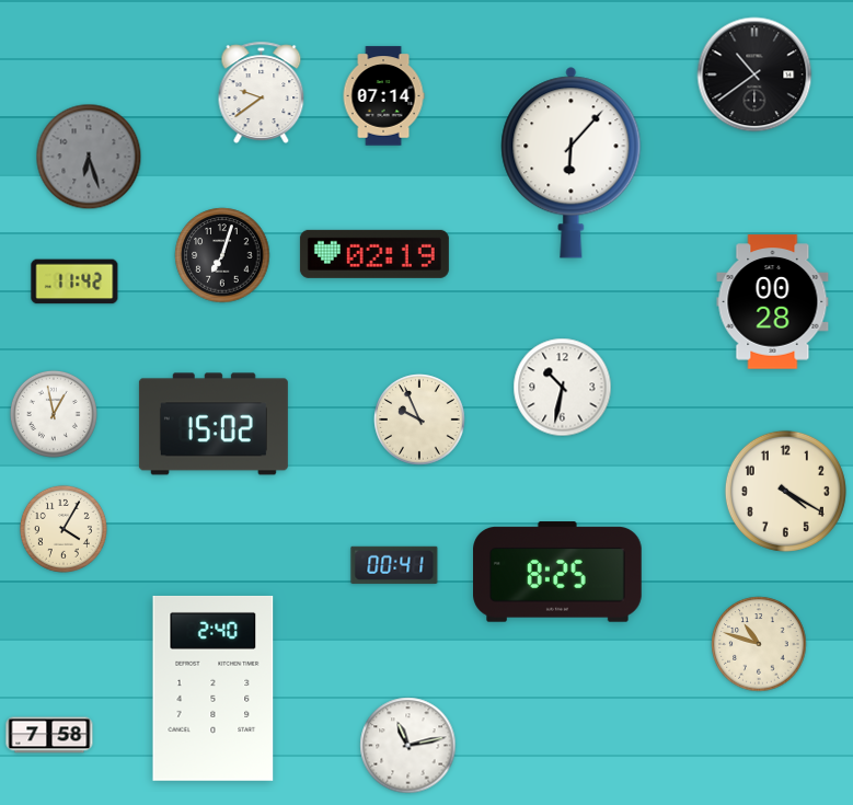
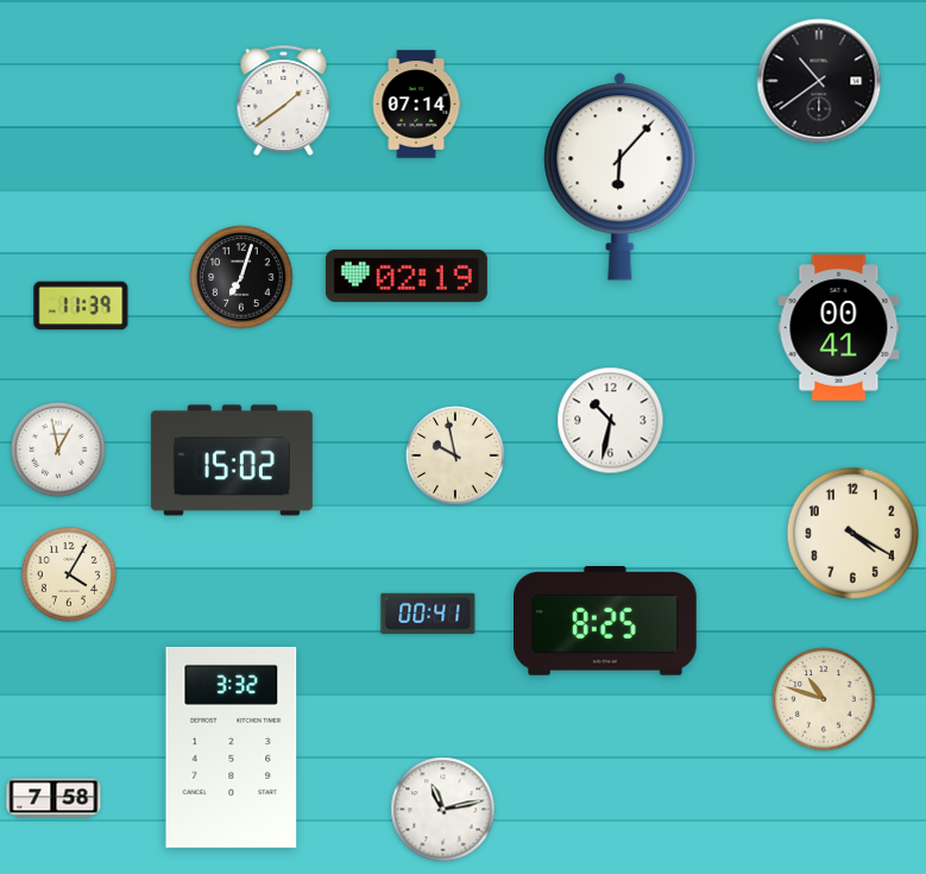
clock at (262, 92): 9:39 -> 1:39
clock at (89, 157): 6:27 -> none
clock at (74, 281): 11:42 -> 11:39
clock at (773, 302): 00:28 -> 00:41
clock at (419, 419): 9:56 -> 9:58
clock at (214, 688): 2:40 -> 3:32
